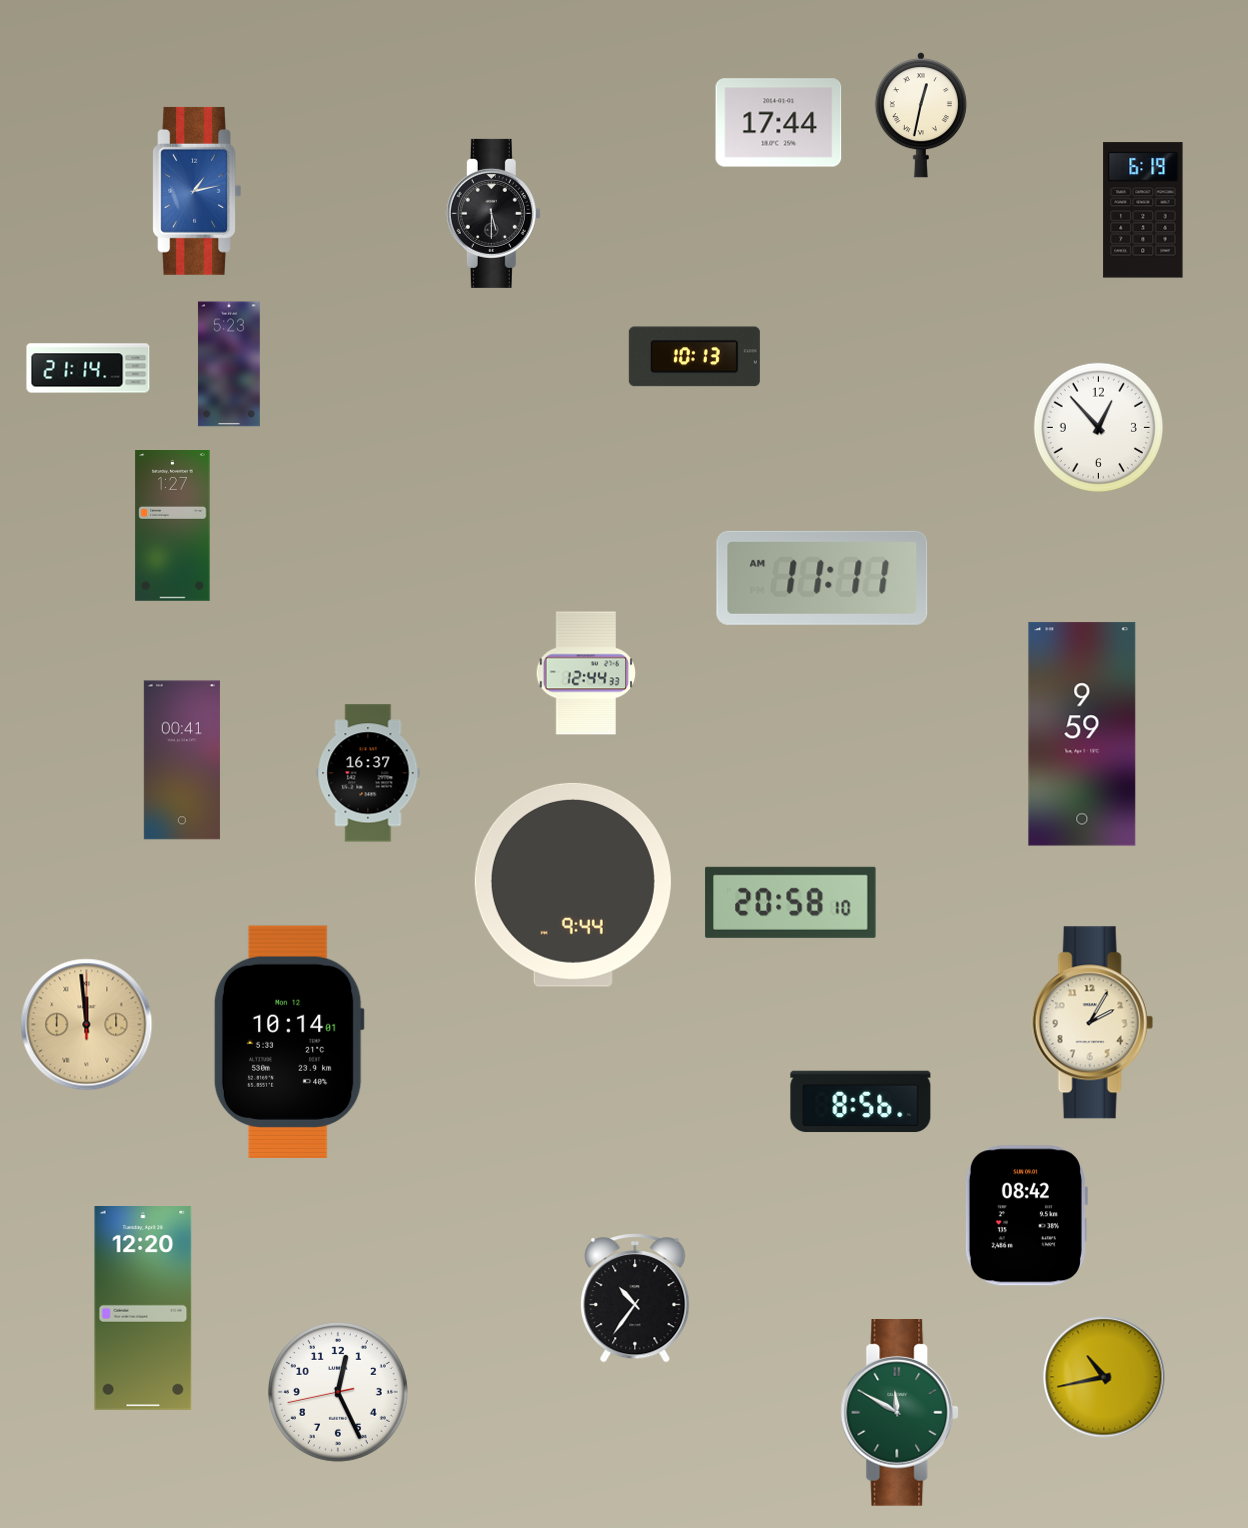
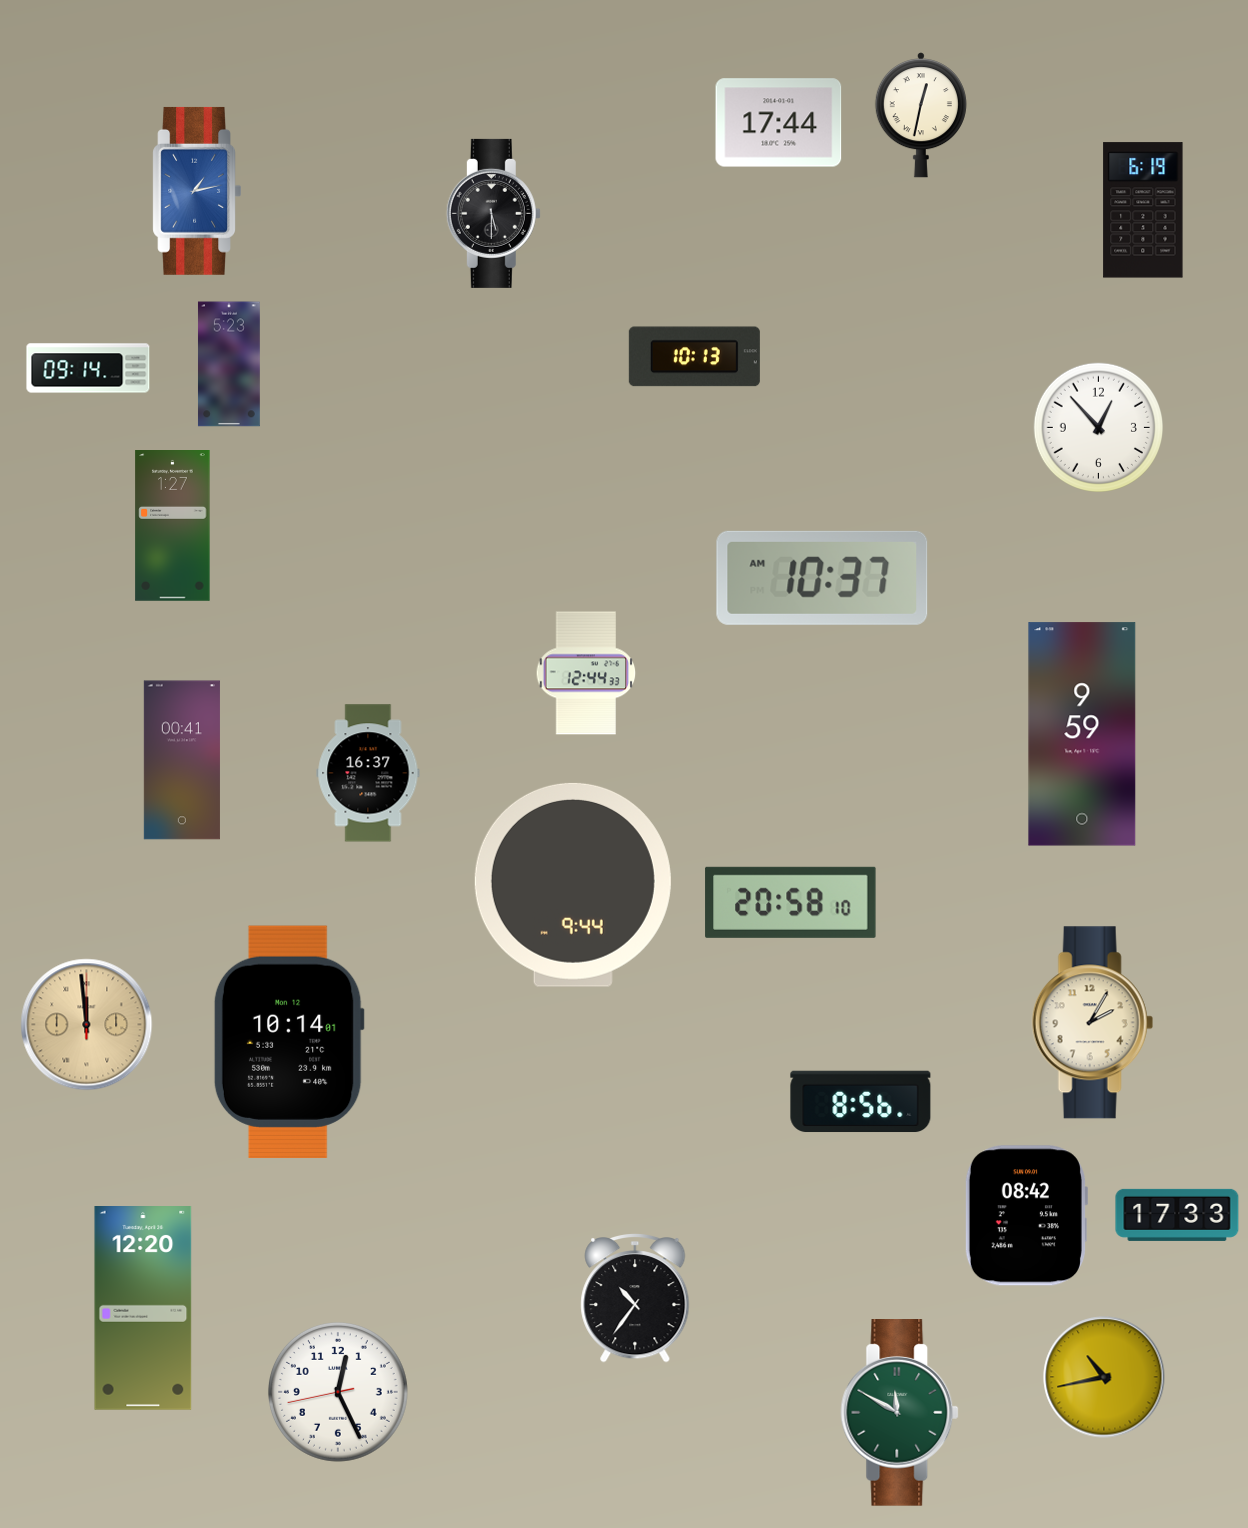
clock at (88, 368): 21:14 -> 09:14
clock at (822, 578): 11:11 -> 10:37
clock at (1177, 1215): none -> 17:33
